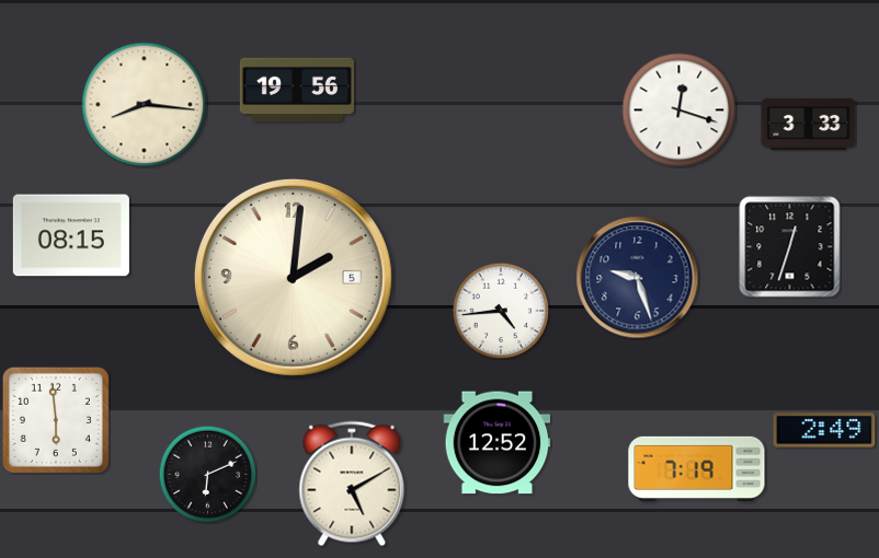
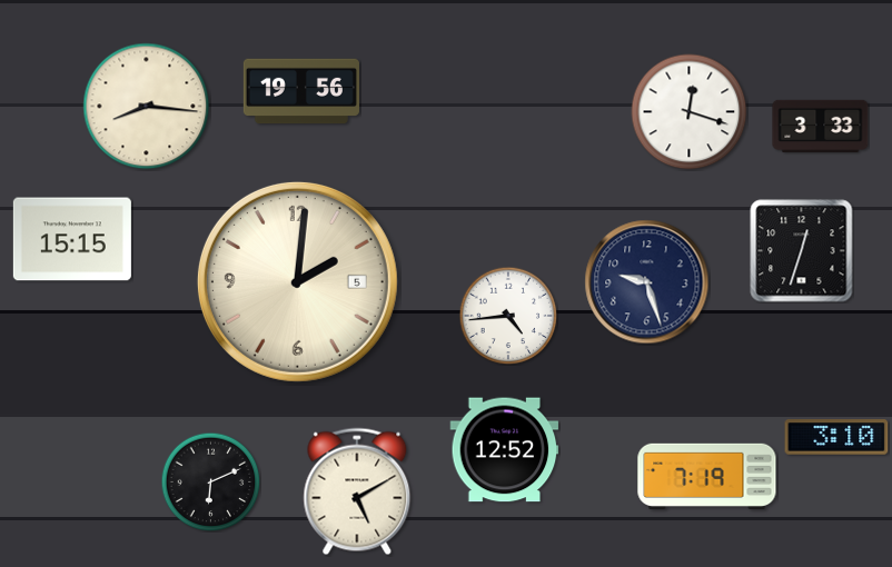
clock at (71, 235): 08:15 -> 15:15
clock at (56, 420): 5:59 -> none
clock at (824, 430): 2:49 -> 3:10
